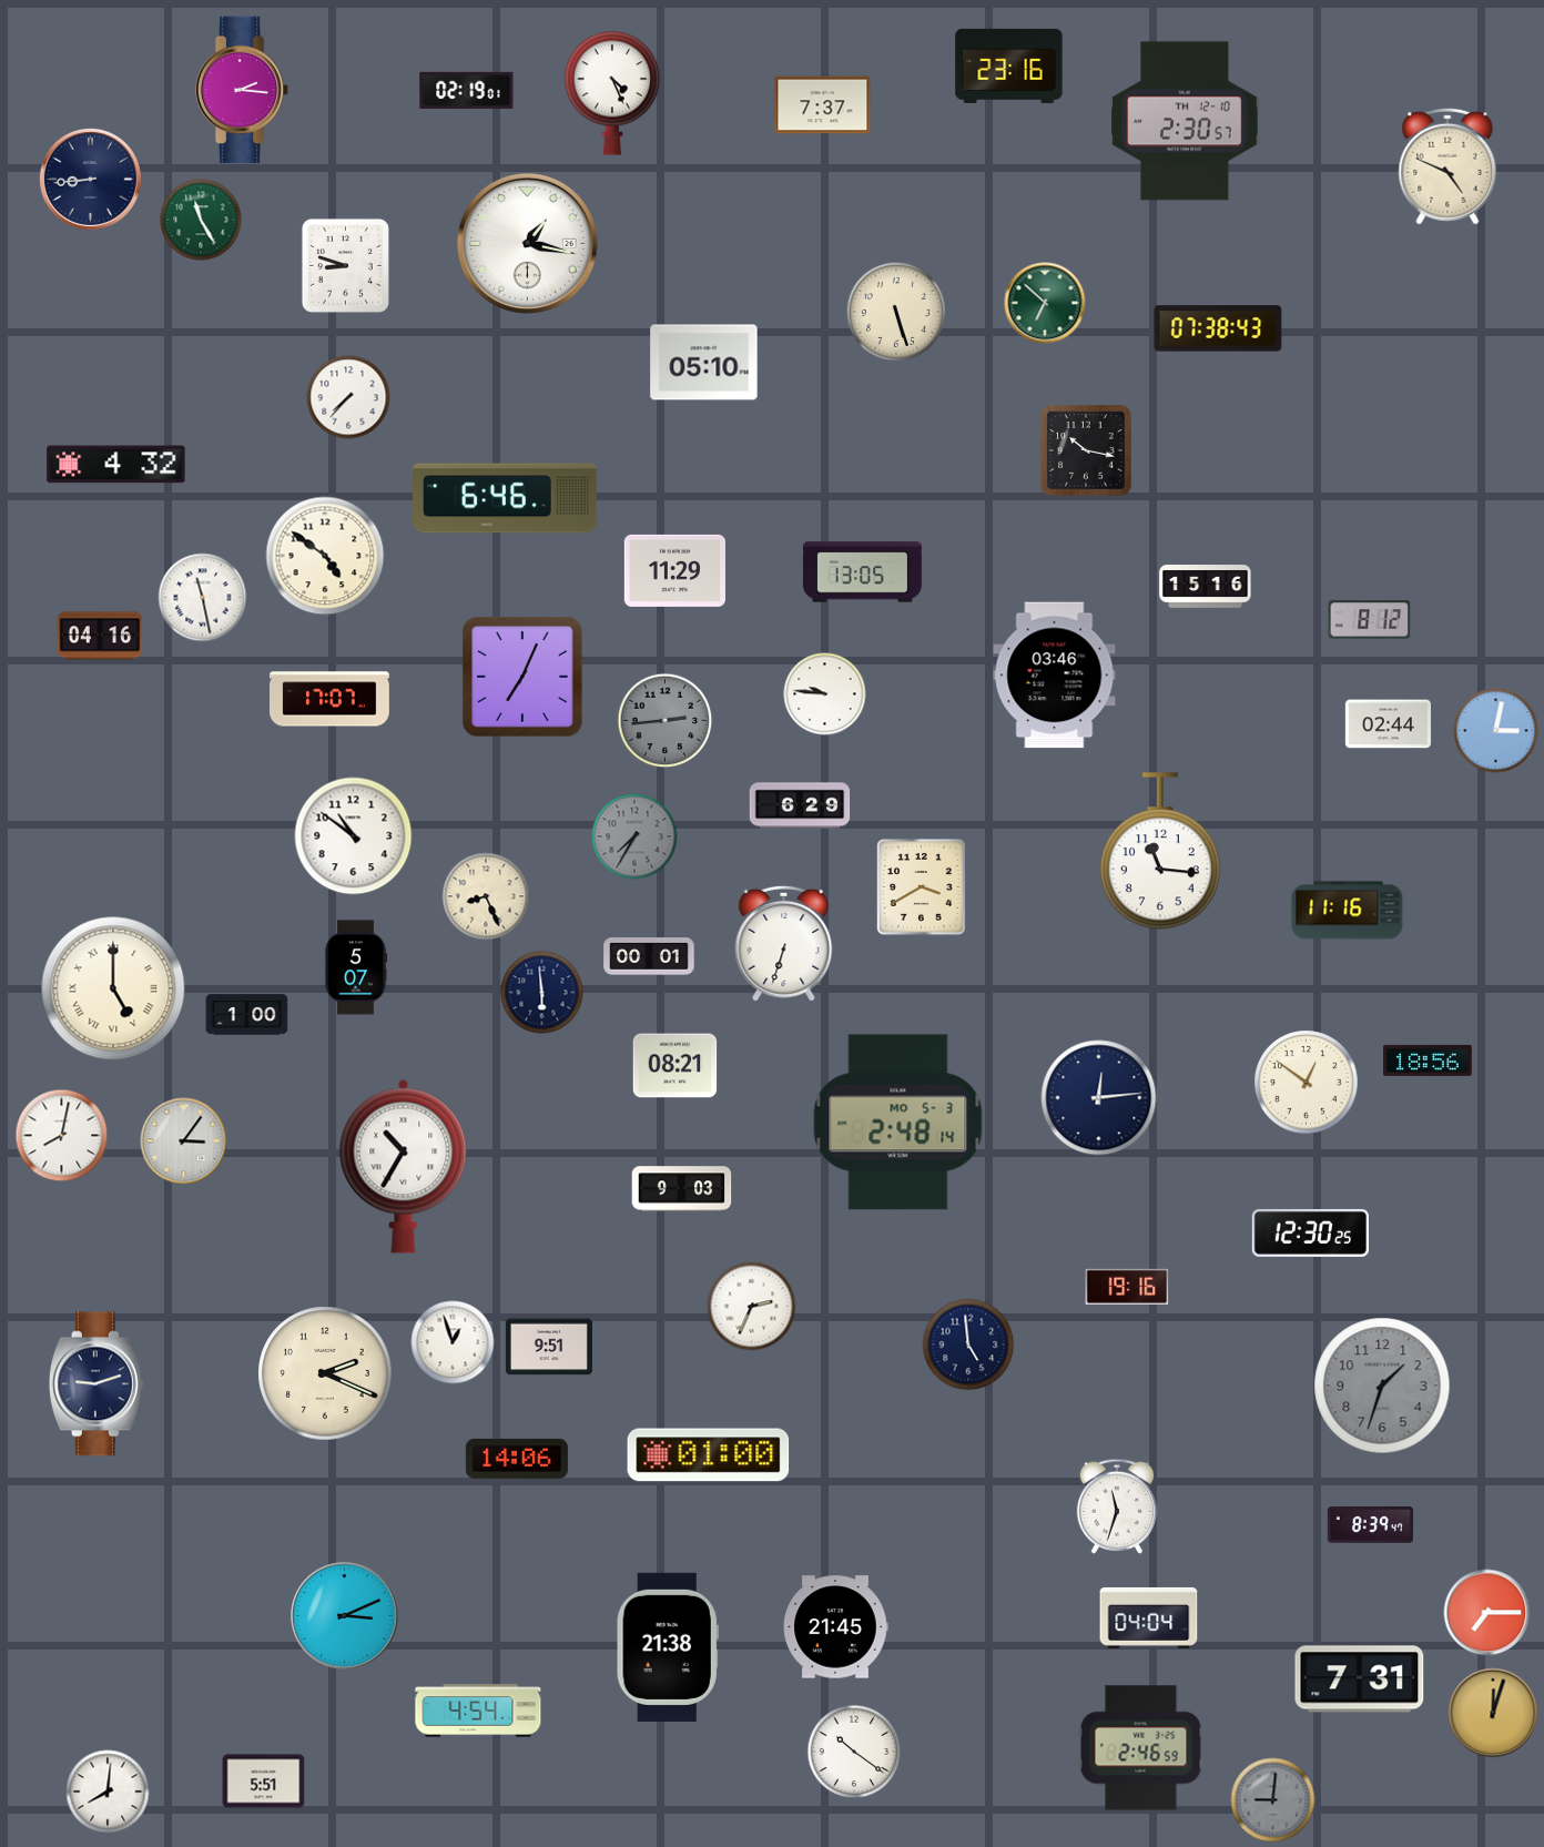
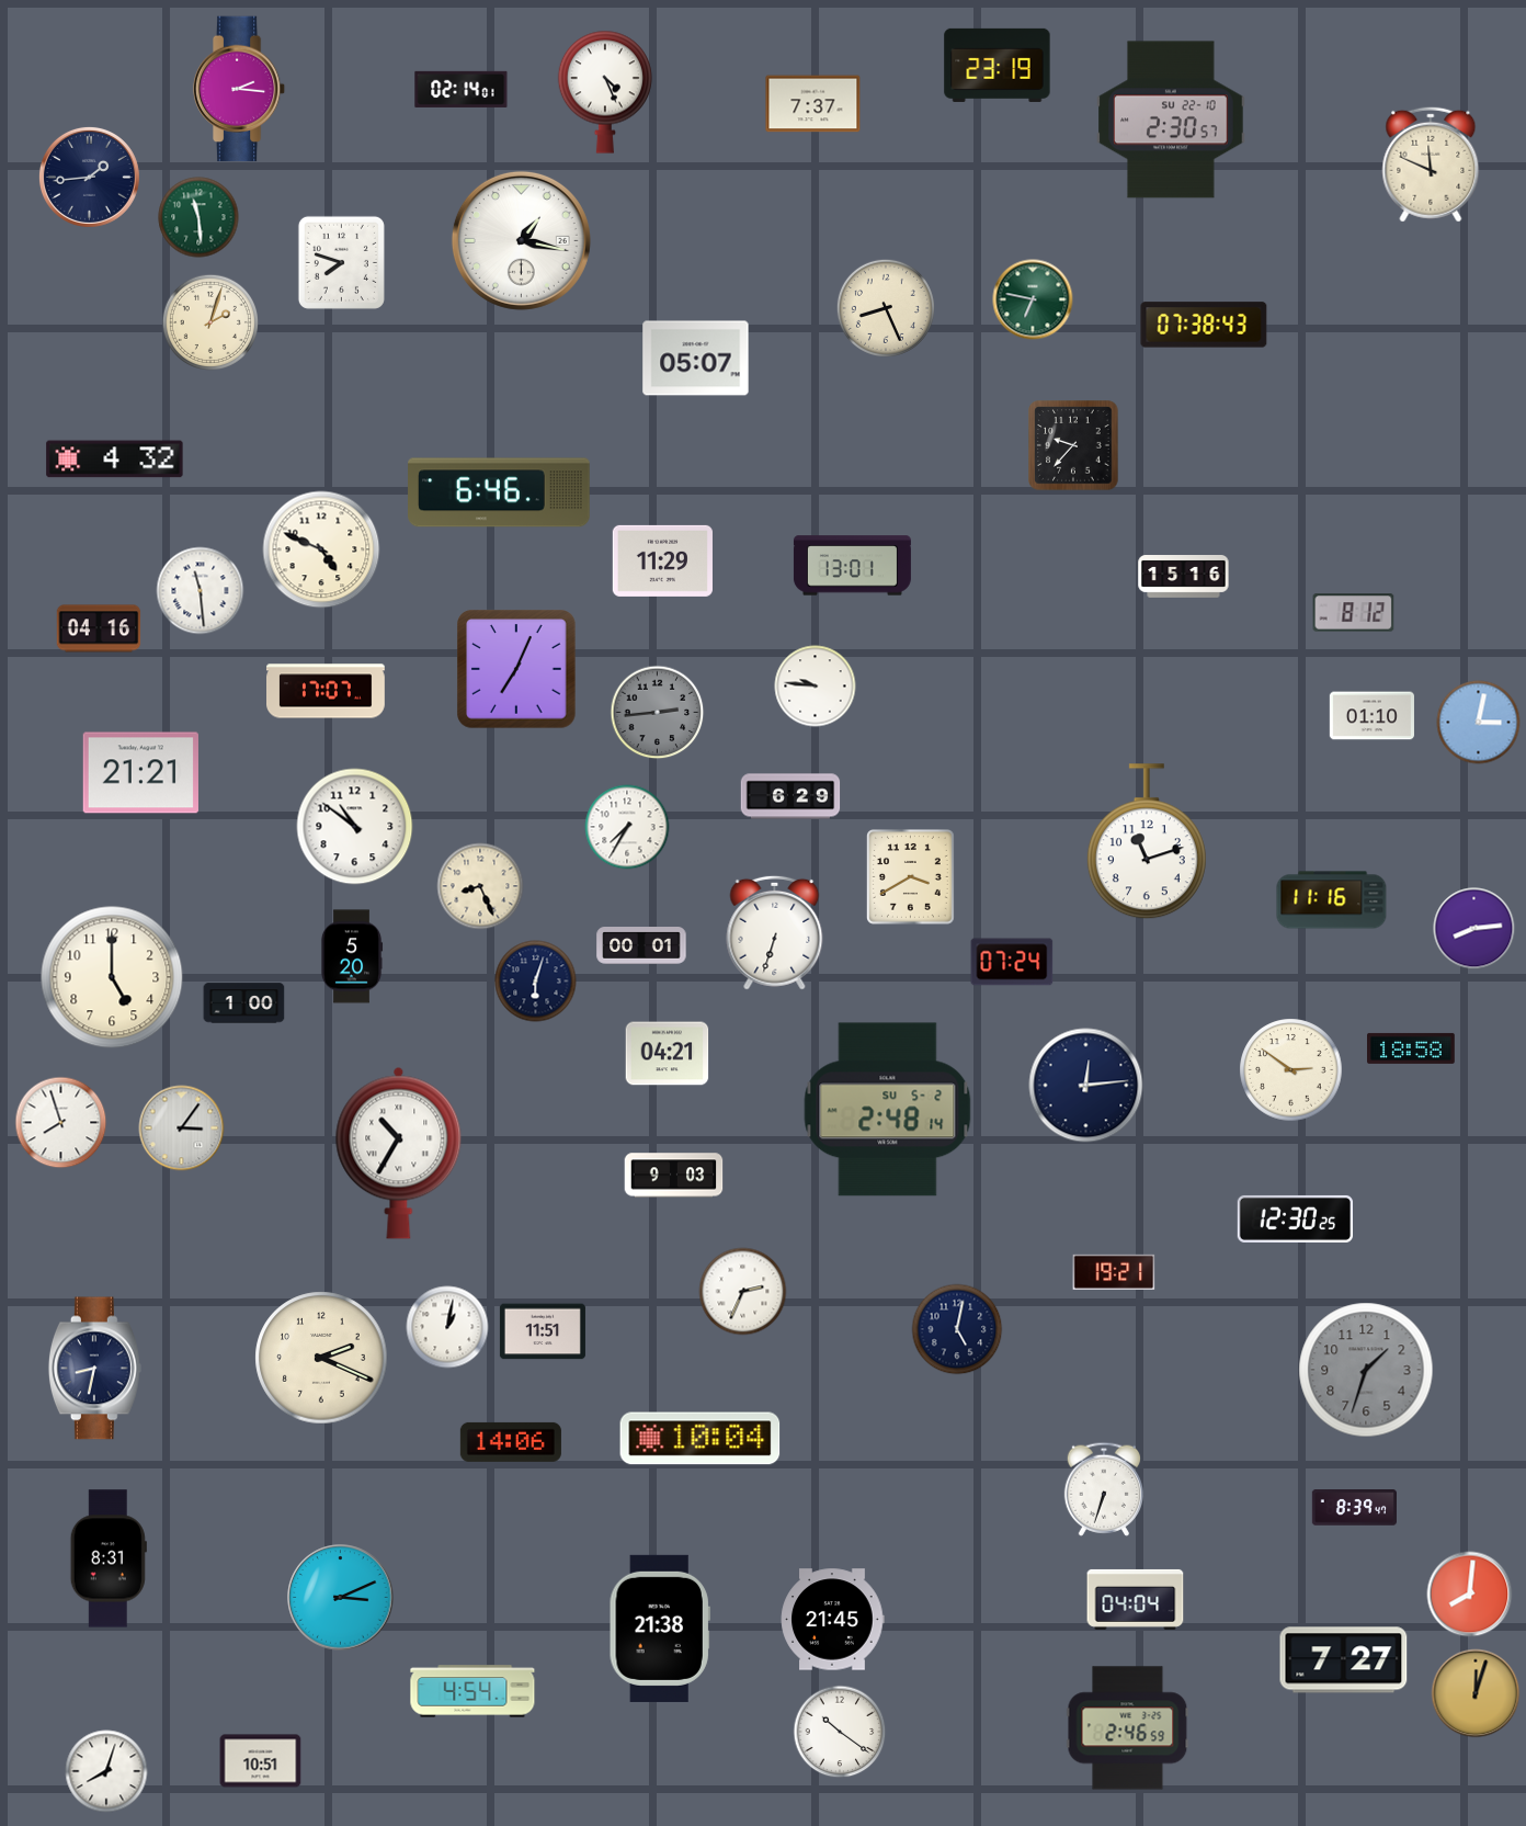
clock at (1009, 65): 23:16 -> 23:19
clock at (467, 90): 02:19 -> 02:14
clock at (1185, 121) date: TH 12-10 -> SU 22-10
clock at (1447, 166): 4:49 -> 11:49
clock at (90, 179): 8:44 -> 1:44
clock at (201, 220): 11:25 -> 11:29
clock at (345, 265): 8:48 -> 7:48
clock at (1045, 303): 6:52 -> 6:47
clock at (896, 312): 5:27 -> 8:26
clock at (209, 321): none -> 2:03
clock at (704, 363): 05:10 -> 05:07
clock at (348, 397): 7:37 -> none
clock at (1086, 450): 10:17 -> 9:37
clock at (325, 556): 4:51 -> 4:49
clock at (674, 570) position: (674, 570) -> (662, 560)
clock at (862, 572): 13:05 -> 13:01
clock at (1206, 587) position: (1206, 587) -> (1184, 577)
clock at (203, 598): 11:28 -> 11:29
clock at (1055, 676): 03:46 -> none
clock at (1388, 724): 02:44 -> 01:10
clock at (140, 773): none -> 21:21
clock at (354, 836) position: (354, 836) -> (355, 827)
clock at (634, 836) dial: grey -> white
clock at (1160, 852): 11:16 -> 11:12
clock at (1474, 929): none -> 8:14
clock at (356, 967): 5:07 -> 5:20
clock at (1012, 962): none -> 07:24
clock at (113, 988) numerals: Roman -> Arabic
clock at (542, 993): 5:59 -> 6:03
clock at (1428, 1060): 18:56 -> 18:58
clock at (675, 1066): 08:21 -> 04:21
clock at (1307, 1083): 12:51 -> 2:51
clock at (898, 1123) date: MO 5-3 -> SU 5-2
clock at (62, 1136): 8:02 -> 7:57
clock at (1127, 1287): 19:16 -> 19:21
clock at (453, 1342): 12:57 -> 1:02
clock at (968, 1344): 4:59 -> 5:02
clock at (549, 1347): 9:51 -> 11:51
clock at (95, 1384): 9:12 -> 8:32
clock at (709, 1455): 01:00 -> 10:04
clock at (1116, 1506): 11:33 -> 6:33
clock at (109, 1558): none -> 8:31
clock at (1487, 1613): 7:15 -> 8:01
clock at (835, 1627) position: (835, 1627) -> (832, 1620)
clock at (1360, 1679): 7:31 -> 7:27
clock at (854, 1752) position: (854, 1752) -> (840, 1732)
clock at (264, 1782): 5:51 -> 10:51
clock at (108, 1792): 8:01 -> 8:03
clock at (1273, 1800): 9:01 -> none
